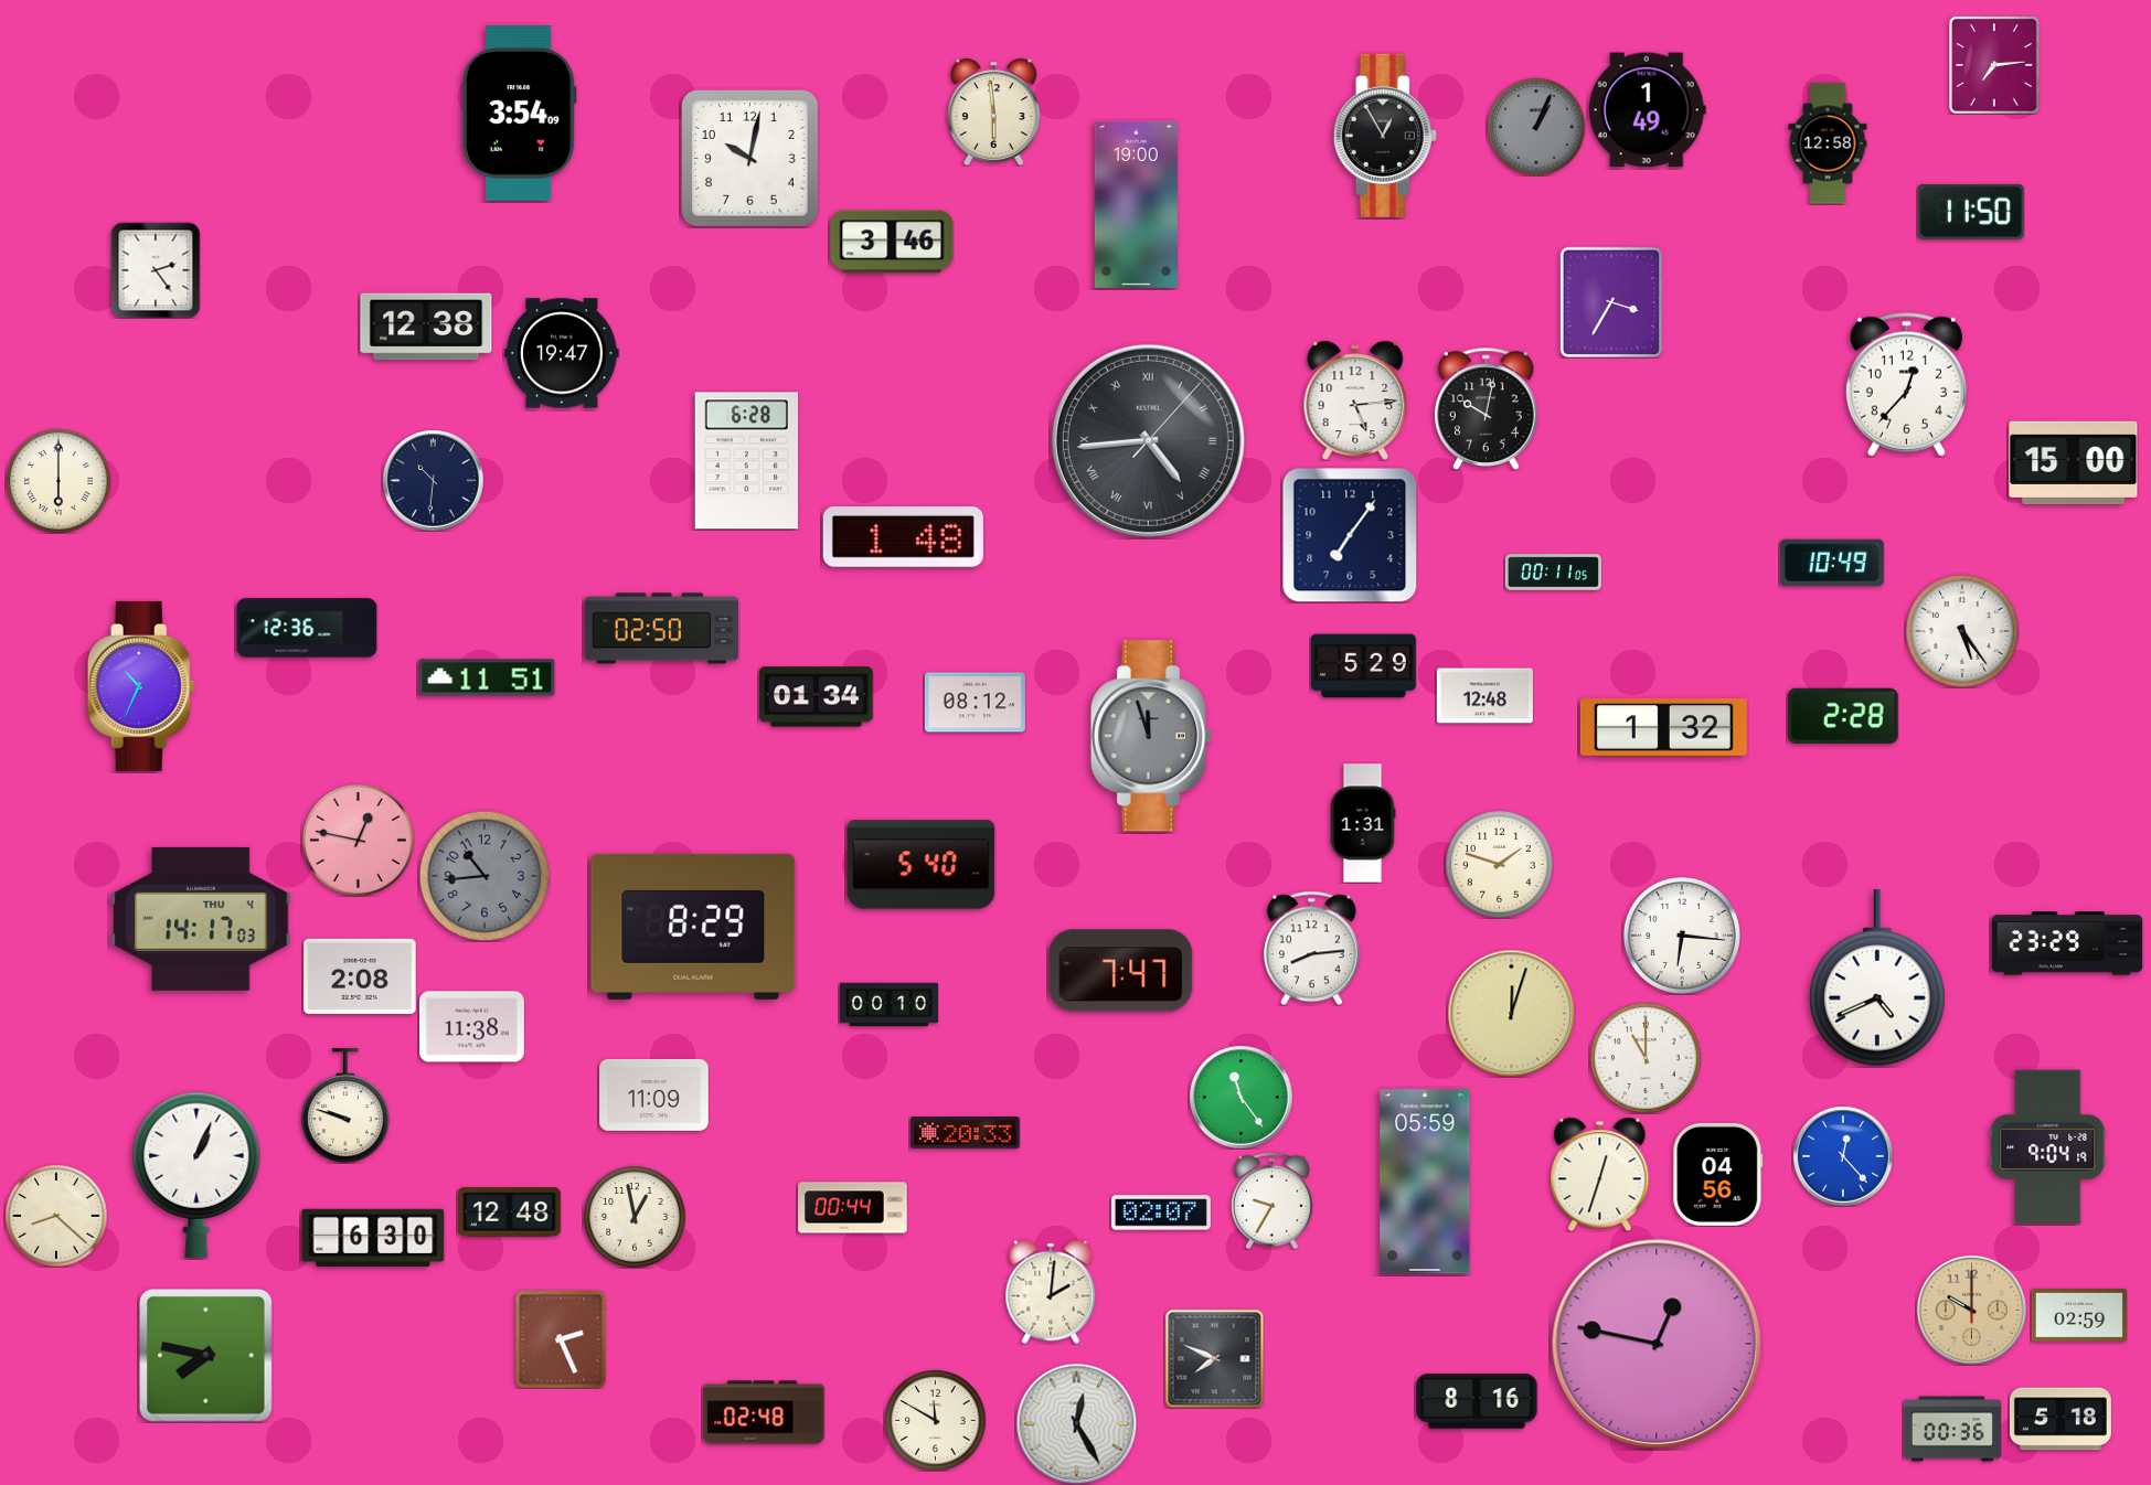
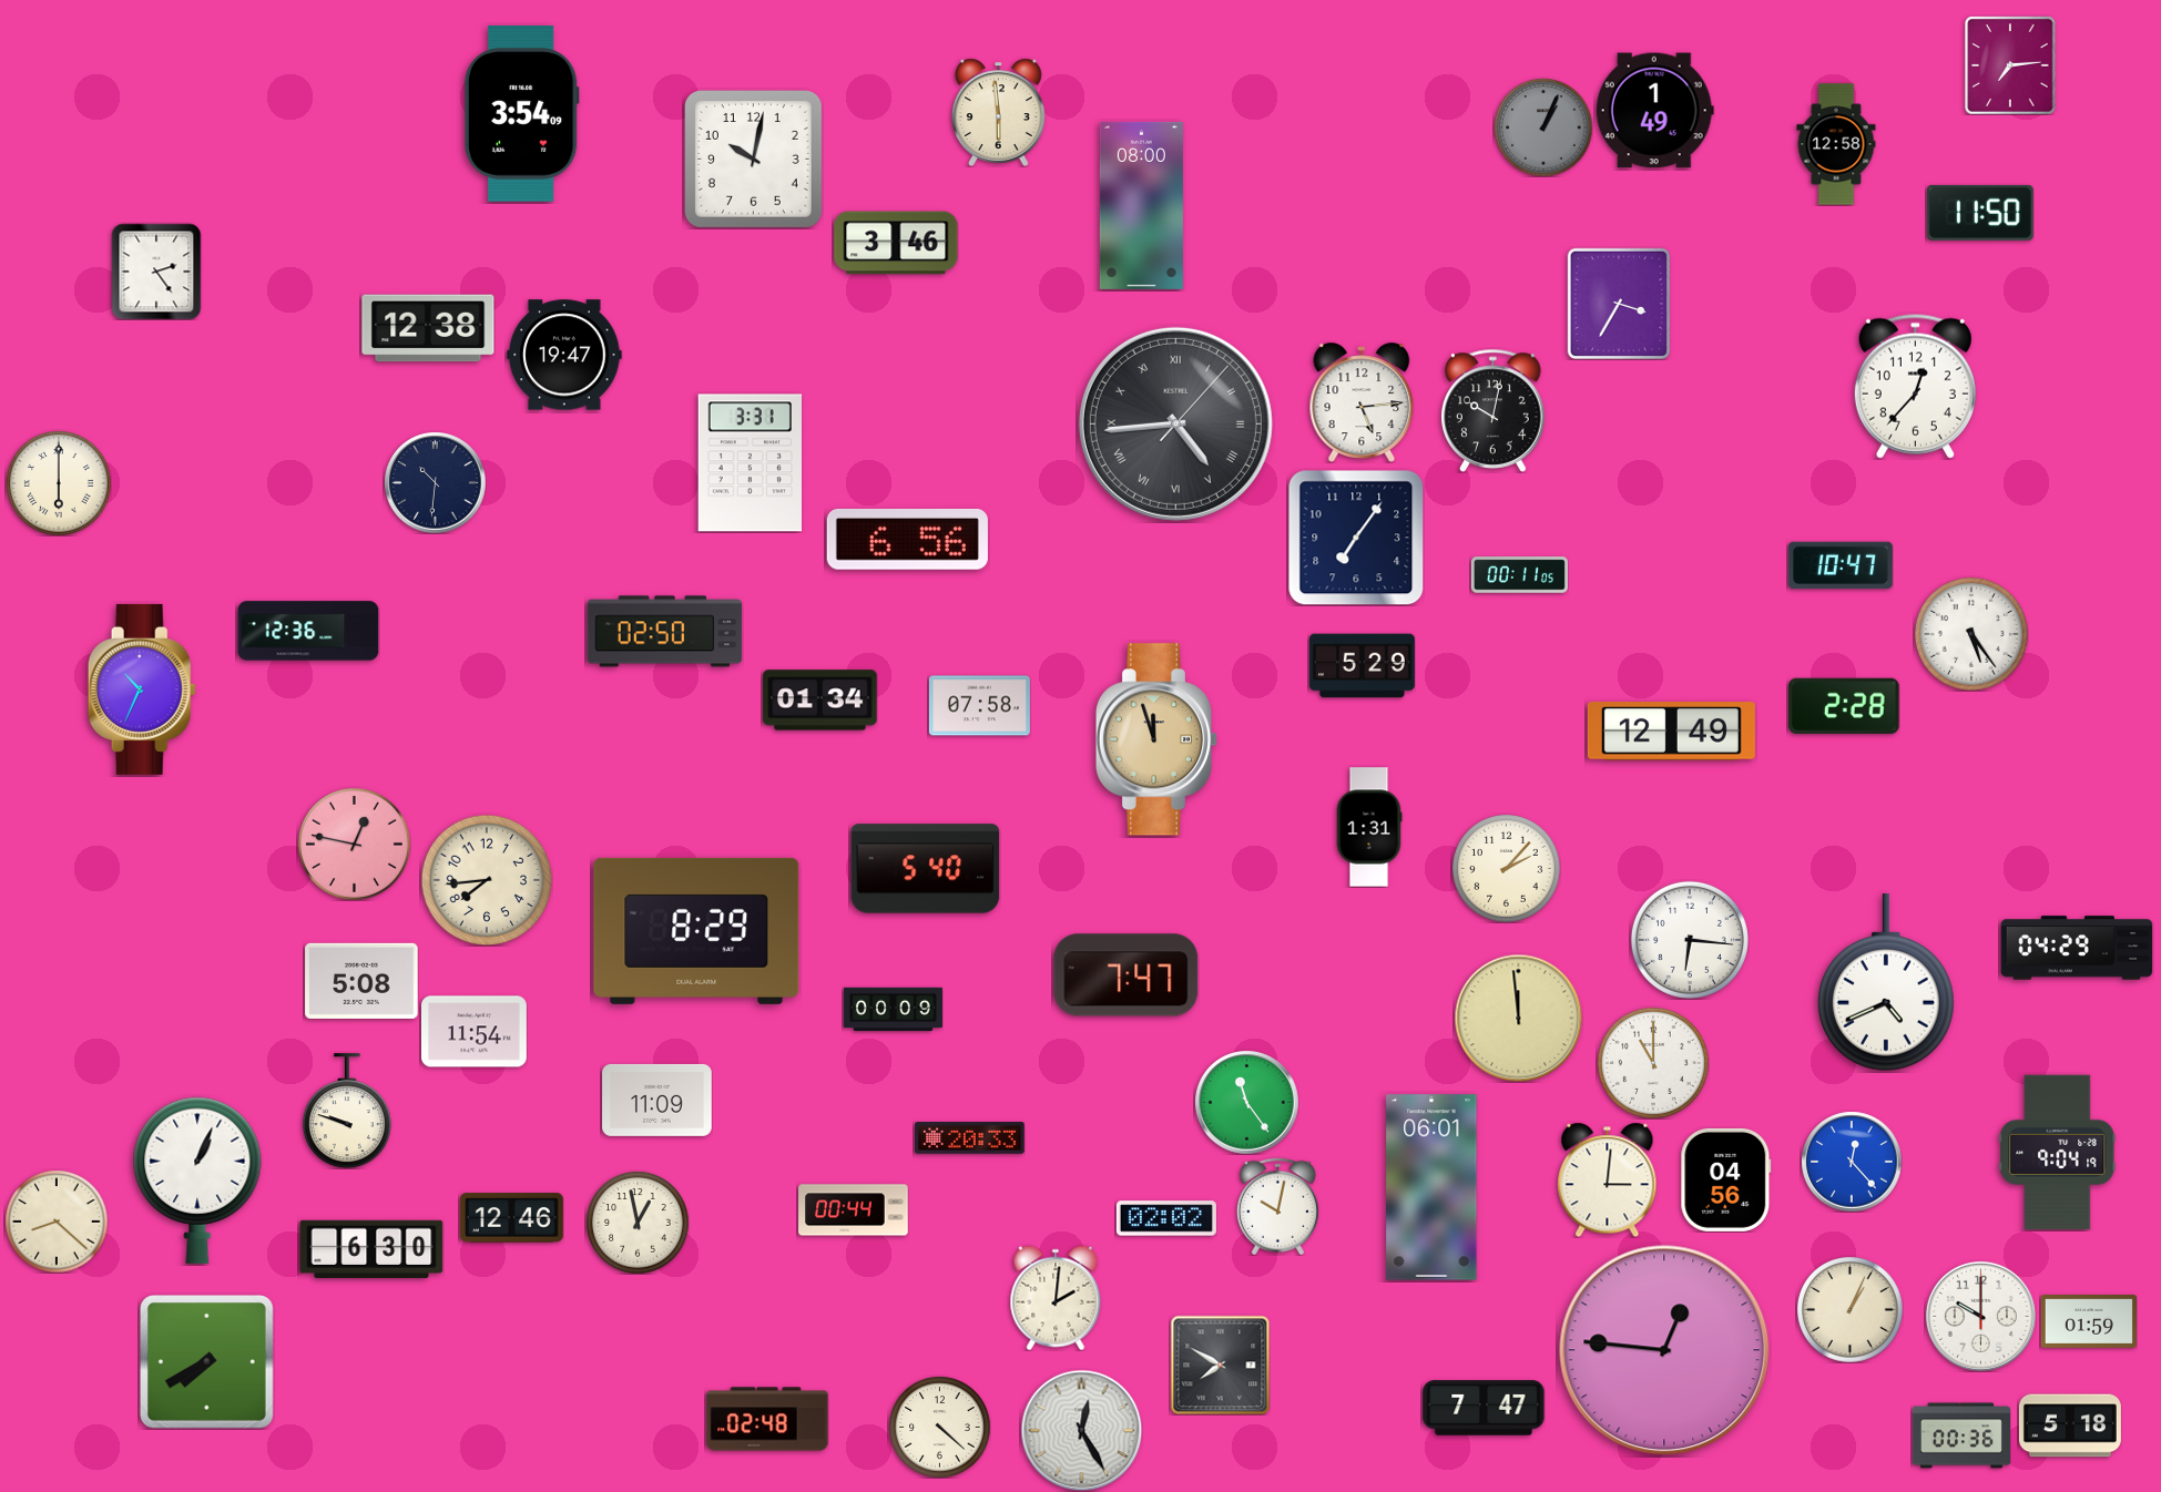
clock at (1994, 65) position: (1994, 65) -> (2010, 65)
clock at (1385, 136): 12:55 -> none
clock at (1136, 204): 19:00 -> 08:00
clock at (1148, 440) position: (1148, 440) -> (1175, 423)
clock at (746, 461): 6:28 -> 3:31
clock at (2074, 462): 15:00 -> none
clock at (903, 536): 1:48 -> 6:56
clock at (1832, 563): 10:49 -> 10:47
clock at (1553, 573) position: (1553, 573) -> (1519, 575)
clock at (1363, 666) position: (1363, 666) -> (1362, 666)
clock at (487, 677): 11:51 -> none
clock at (1484, 696): 12:48 -> none
clock at (975, 703): 08:12 -> 07:58
clock at (1844, 716) position: (1844, 716) -> (1845, 706)
clock at (1663, 728): 1:32 -> 12:49
clock at (1151, 736) dial: grey -> champagne
clock at (358, 840) position: (358, 840) -> (354, 844)
clock at (1500, 865): 1:48 -> 2:07
clock at (484, 876): 10:44 -> 7:44
clock at (484, 876) dial: grey -> cream
clock at (201, 919): 14:17 -> none
clock at (2067, 943): 23:29 -> 04:29
clock at (1312, 948): 8:14 -> none
clock at (360, 976): 2:08 -> 5:08
clock at (888, 1005): 00:10 -> 00:09
clock at (1511, 1013): 12:03 -> 11:59
clock at (471, 1027): 11:38 -> 11:54
clock at (1600, 1174): 12:33 -> 3:01
clock at (1425, 1182): 05:59 -> 06:01
clock at (1271, 1200): 9:35 -> 10:02
clock at (853, 1208) position: (853, 1208) -> (854, 1210)
clock at (509, 1212): 12:48 -> 12:46
clock at (1161, 1212): 02:07 -> 02:02
clock at (373, 1238) position: (373, 1238) -> (371, 1249)
clock at (1849, 1309): none -> 1:04
clock at (1971, 1310) dial: champagne -> white
clock at (2079, 1316): 02:59 -> 01:59
clock at (561, 1339): 2:26 -> none
clock at (1657, 1344): 12:47 -> 12:46
clock at (206, 1356): 7:47 -> 7:40
clock at (1214, 1358): 7:49 -> 7:50
clock at (1477, 1401): 8:16 -> 7:47
clock at (935, 1420): 11:50 -> 4:22
